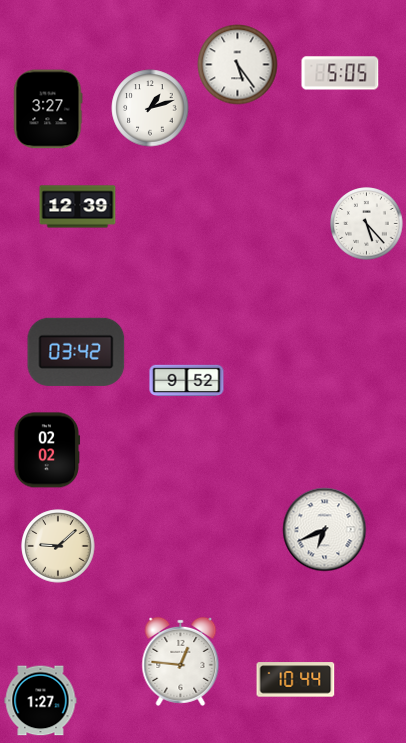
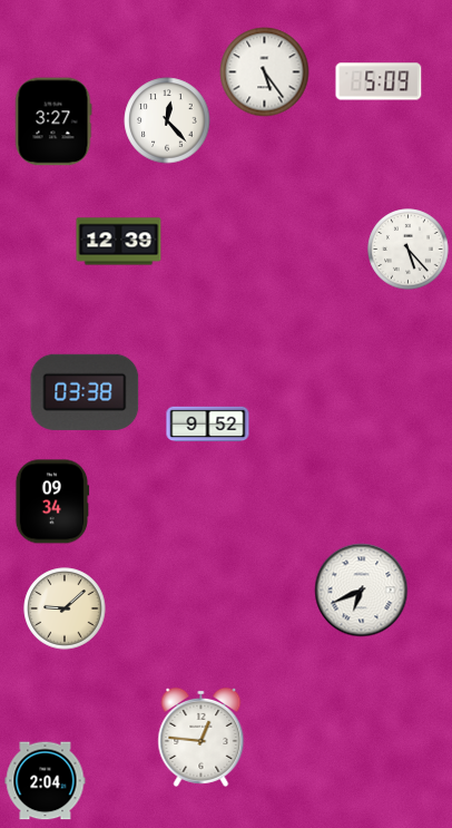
clock at (340, 73): 5:05 -> 5:09
clock at (150, 108): 1:12 -> 12:23
clock at (78, 207) position: (78, 207) -> (119, 242)
clock at (76, 352): 03:42 -> 03:38
clock at (47, 450): 02:02 -> 09:34
clock at (296, 680): 10:44 -> none
clock at (41, 701): 1:27 -> 2:04
